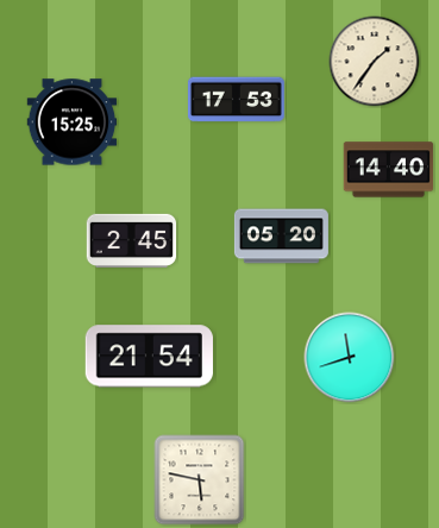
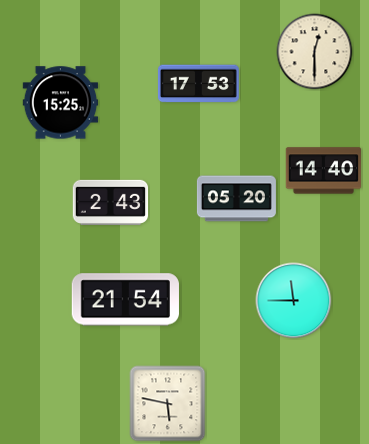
clock at (375, 62): 1:36 -> 12:30
clock at (389, 170) position: (389, 170) -> (324, 171)
clock at (132, 240): 2:45 -> 2:43
clock at (350, 358): 11:42 -> 11:45
